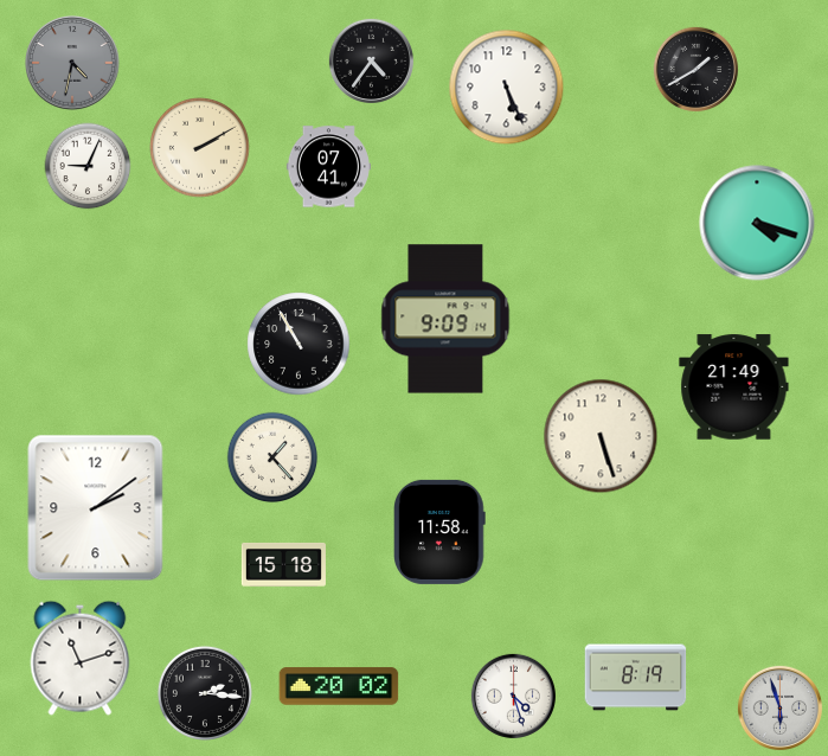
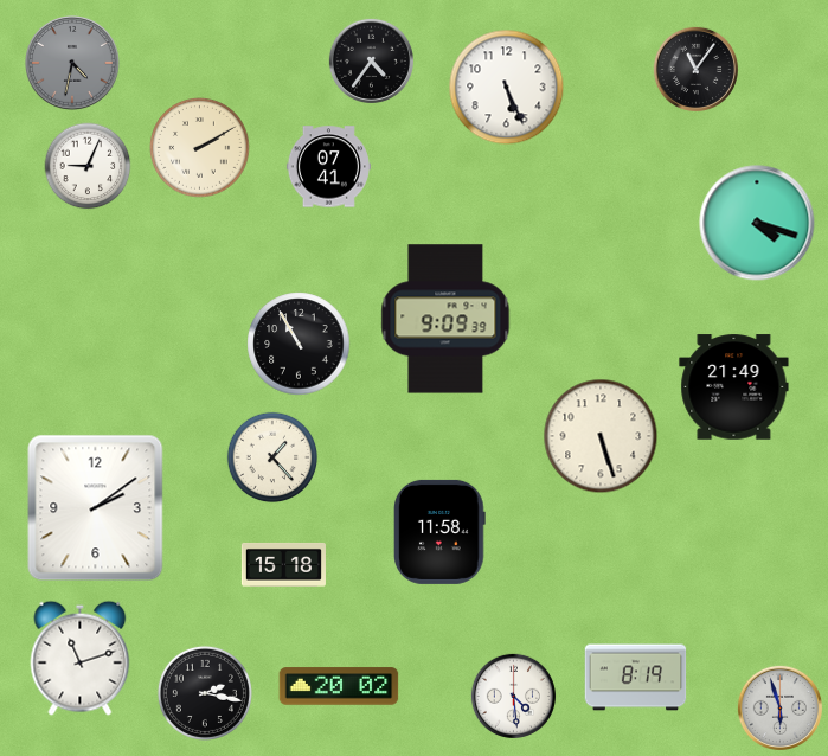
clock at (695, 69): 1:40 -> 11:06
clock at (445, 319): 9:09:14 -> 9:09:39
clock at (205, 693): 2:16 -> 2:17
clock at (513, 696): 4:27 -> 4:29
